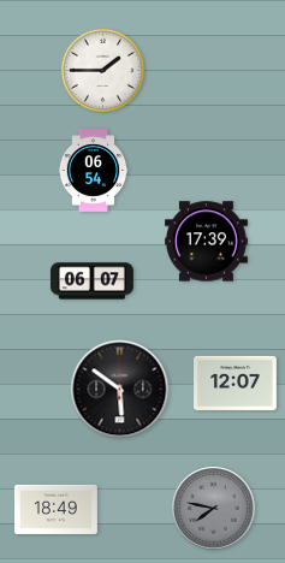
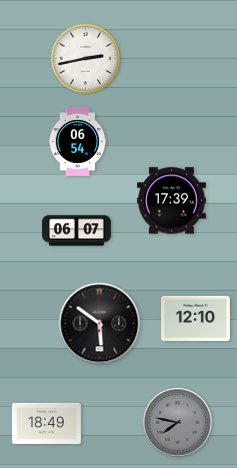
clock at (102, 70): 1:45 -> 2:43
clock at (93, 281) position: (93, 281) -> (77, 231)
clock at (236, 383): 12:07 -> 12:10
